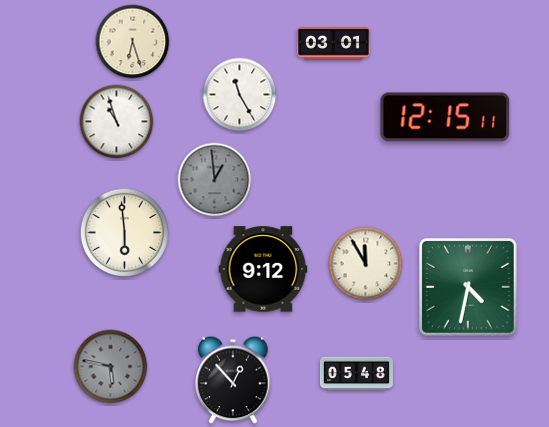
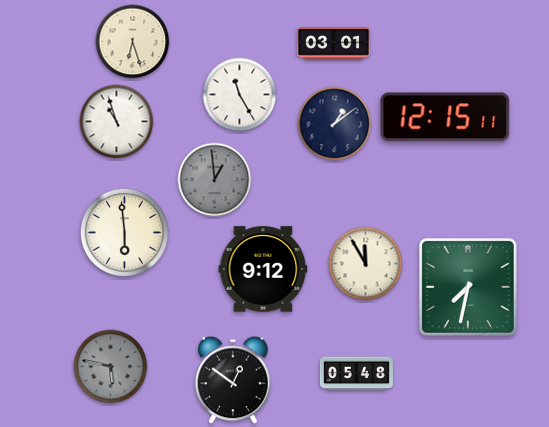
clock at (335, 124): none -> 1:09
clock at (469, 288): 4:32 -> 7:32
clock at (233, 380): 12:53 -> 12:51
